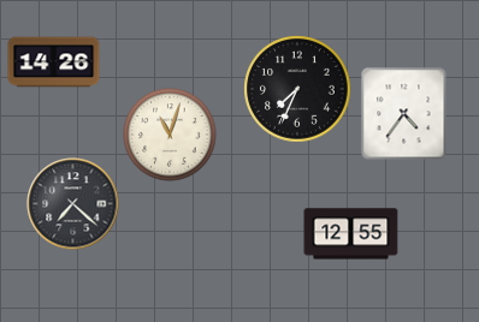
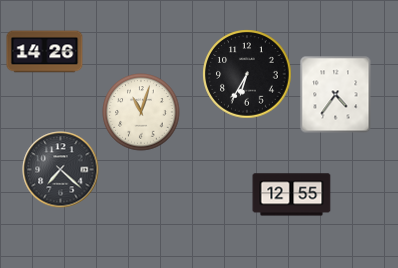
clock at (297, 89): 7:34 -> 6:35
